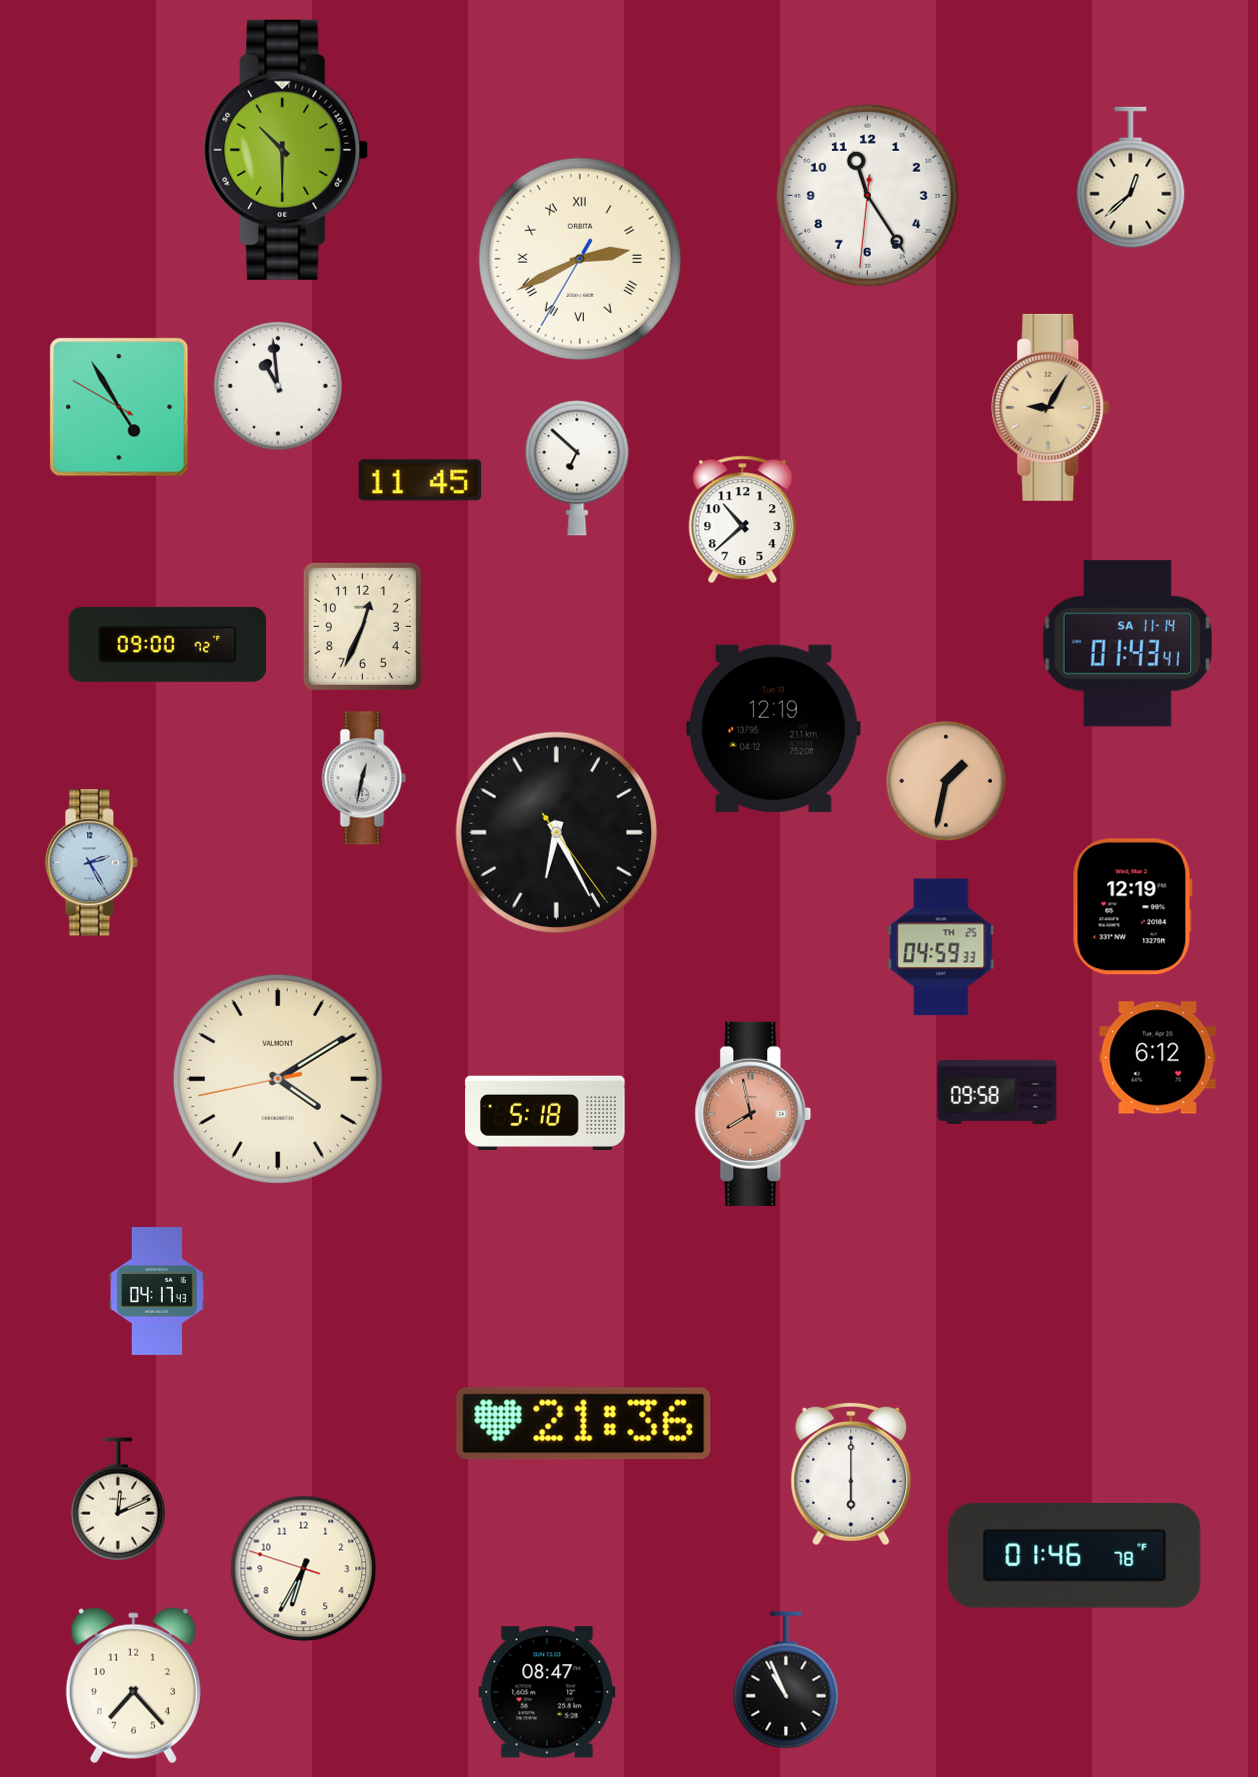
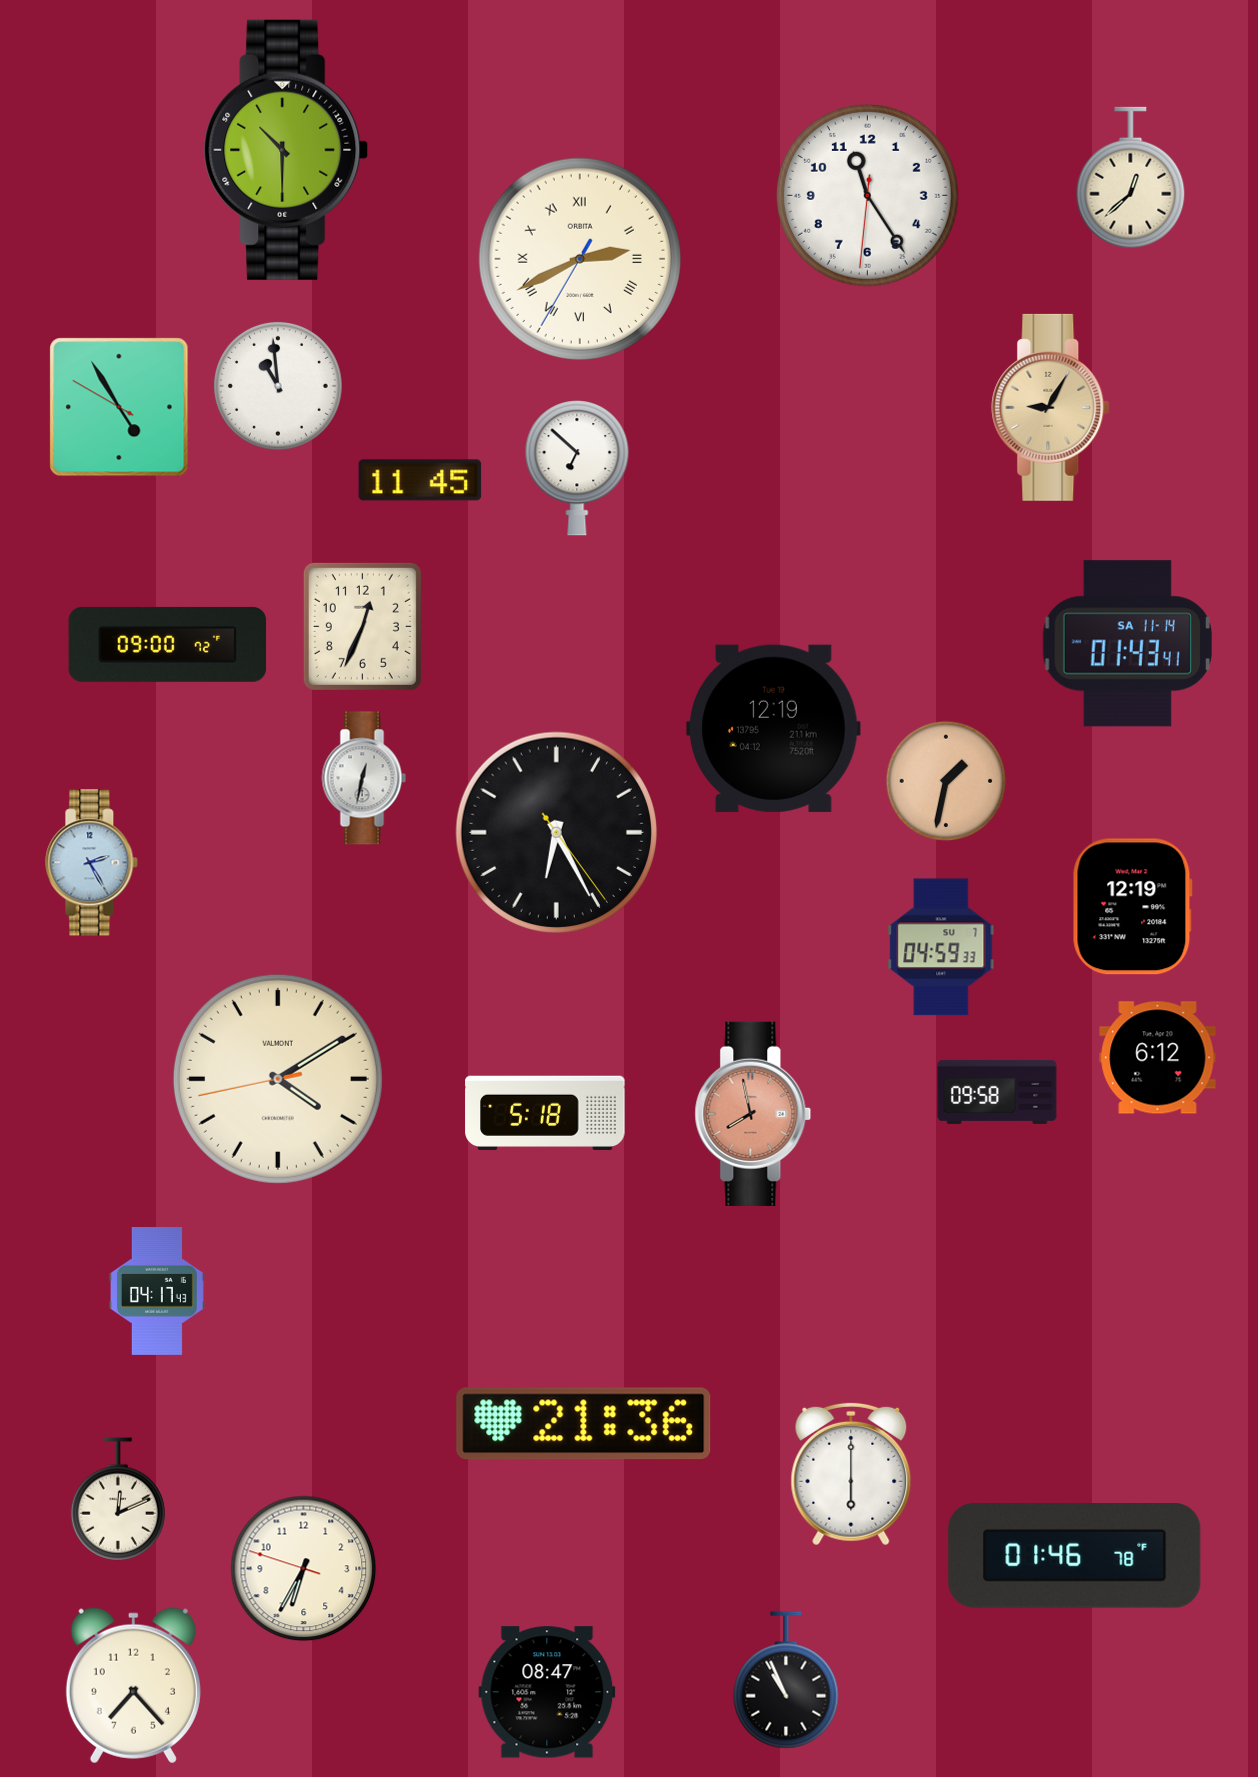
clock at (743, 520): 10:38 -> none
clock at (941, 947) date: TH 25 -> SU 7
